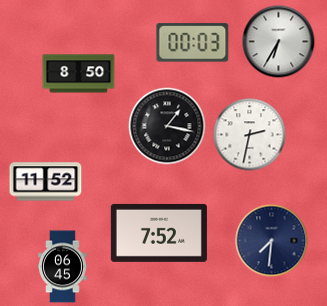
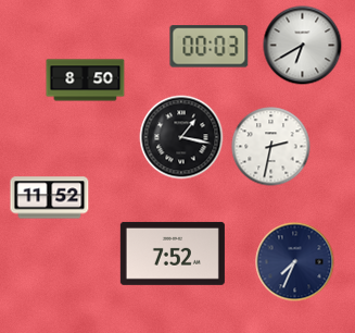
clock at (279, 42): 6:35 -> 6:40
clock at (272, 241): 7:31 -> 7:34
clock at (63, 267): 06:45 -> none
